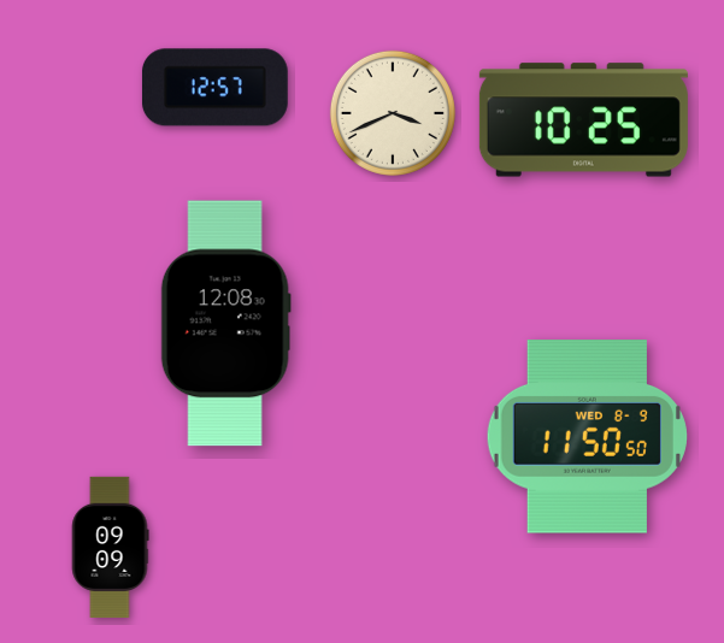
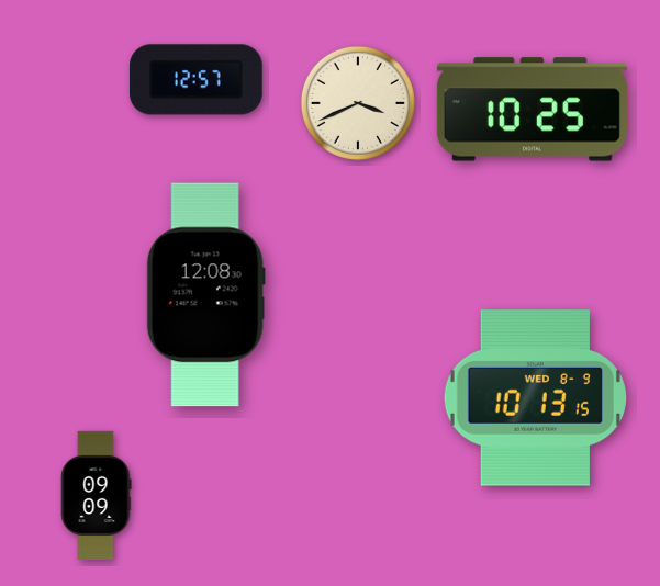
clock at (587, 437): 11:50 -> 10:13
clock at (110, 547) position: (110, 547) -> (96, 495)
